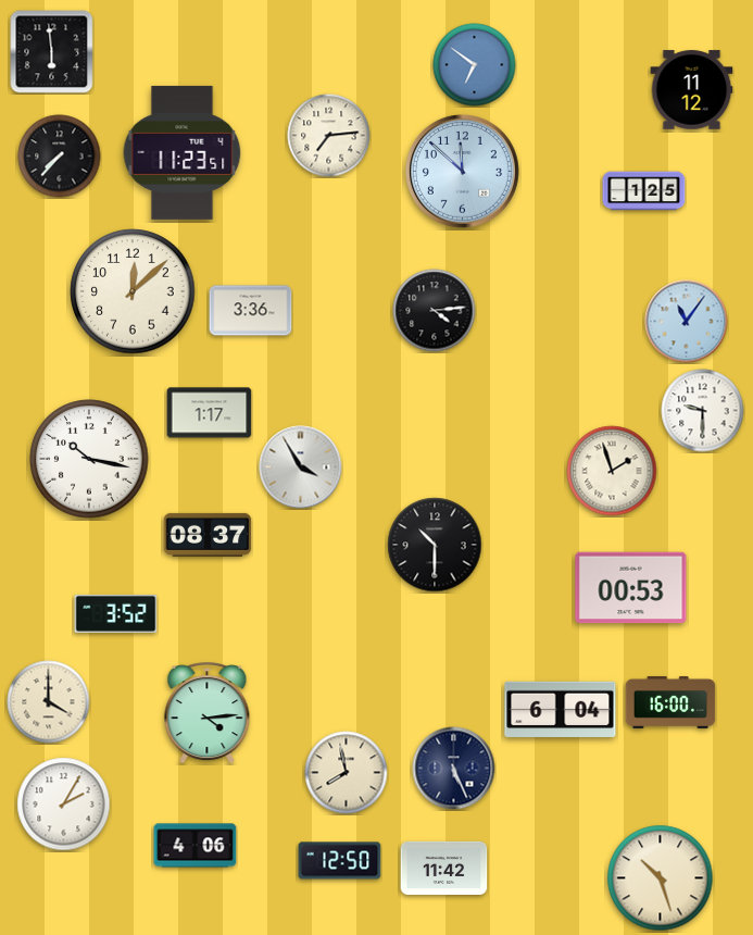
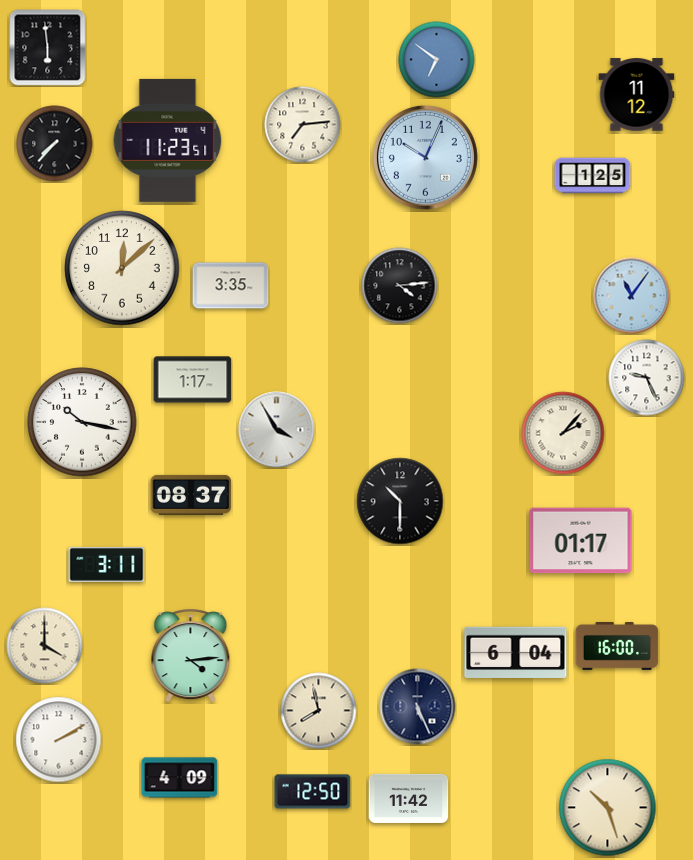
clock at (692, 90) position: (692, 90) -> (637, 95)
clock at (462, 171): 11:52 -> 10:04
clock at (251, 311): 3:36 -> 3:35
clock at (703, 411): 9:30 -> 9:26
clock at (612, 471): 1:57 -> 2:07
clock at (208, 535) position: (208, 535) -> (191, 495)
clock at (631, 588): 00:53 -> 01:17
clock at (116, 613): 3:52 -> 3:11
clock at (64, 805): 2:05 -> 2:10
clock at (196, 846): 4:06 -> 4:09
